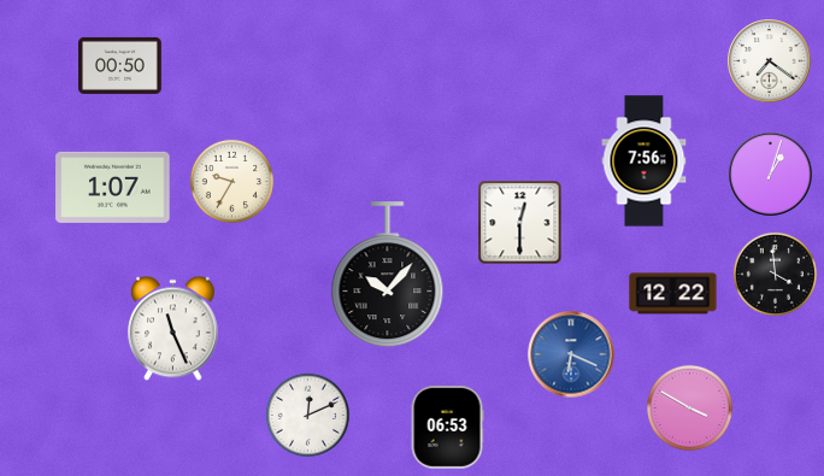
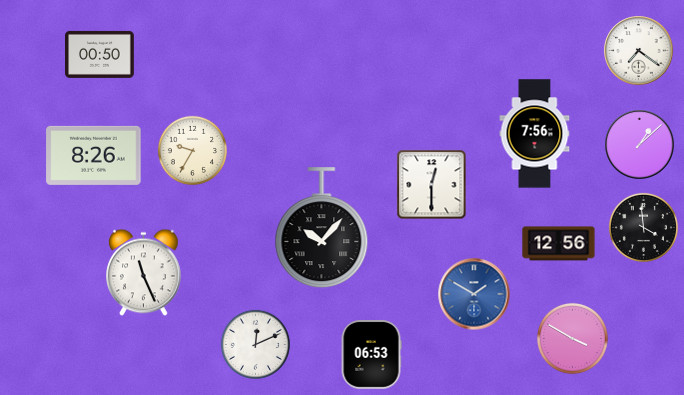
clock at (771, 175): 1:03 -> 1:08
clock at (113, 187): 1:07 -> 8:26
clock at (673, 294): 12:22 -> 12:56
clock at (571, 354): 6:19 -> 1:50
